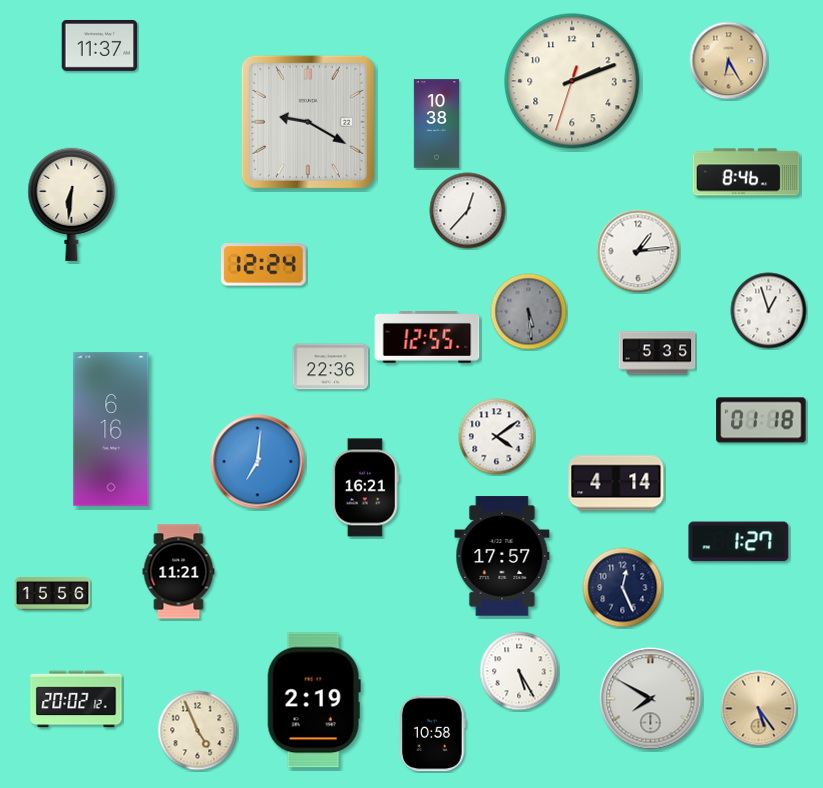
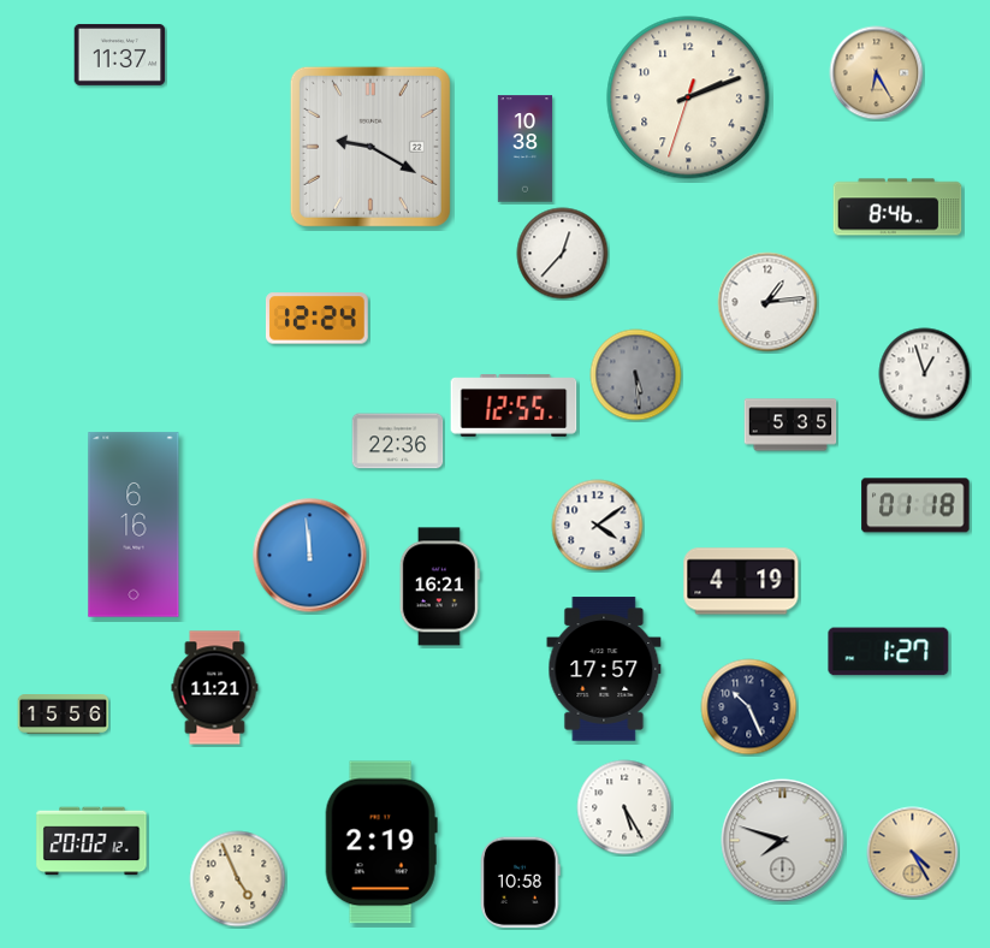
clock at (72, 204): 6:31 -> none
clock at (111, 429) position: (111, 429) -> (134, 525)
clock at (258, 462): 7:01 -> 11:59
clock at (616, 483): 4:14 -> 4:19
clock at (623, 588): 12:26 -> 10:26
clock at (651, 699): 7:50 -> 7:48
clock at (314, 700) position: (314, 700) -> (381, 842)
clock at (759, 709): 5:24 -> 4:25
